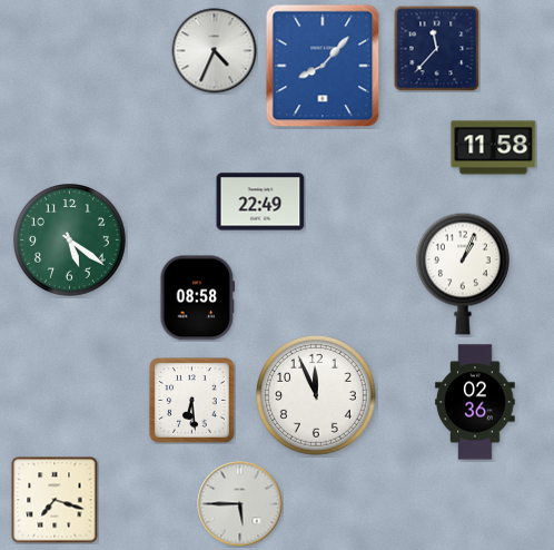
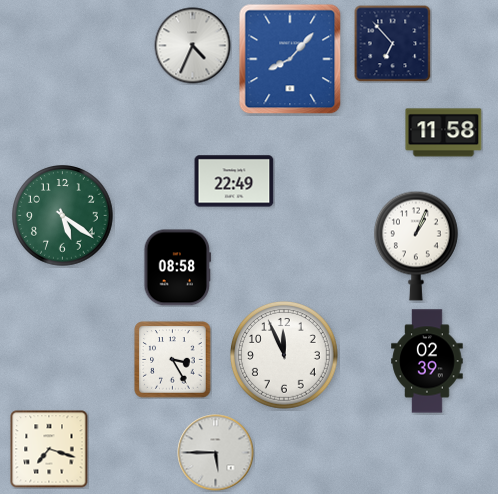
clock at (436, 48): 11:37 -> 6:53
clock at (192, 401): 6:29 -> 3:25
clock at (475, 402): 02:36 -> 02:39
